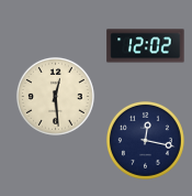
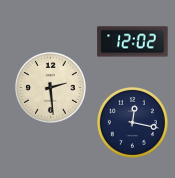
clock at (55, 96): 12:29 -> 2:29
clock at (145, 140) position: (145, 140) -> (132, 122)
